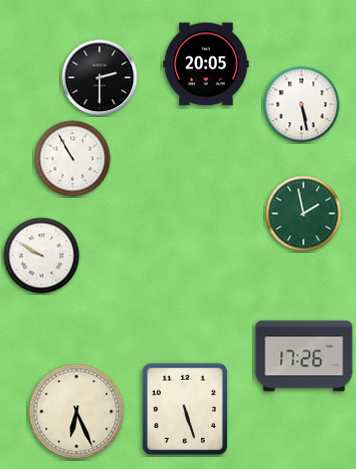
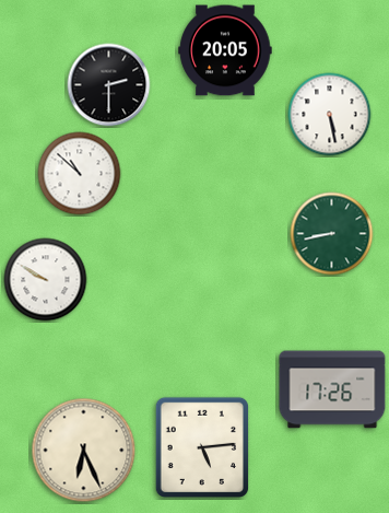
clock at (206, 64) position: (206, 64) -> (225, 50)
clock at (73, 159): 10:55 -> 10:52
clock at (304, 214): 1:58 -> 8:43
clock at (184, 408): 5:27 -> 5:14
